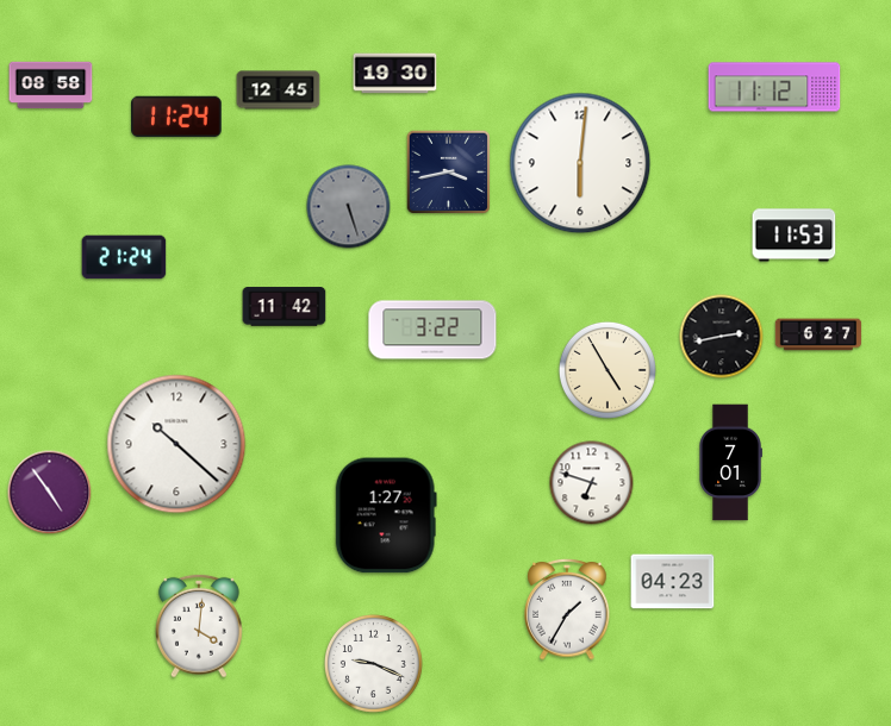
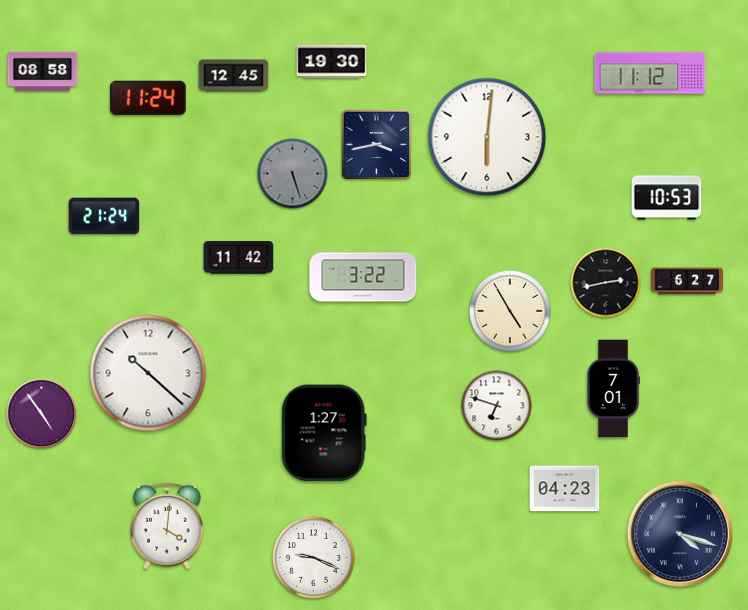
clock at (795, 236): 11:53 -> 10:53
clock at (567, 611): 1:35 -> none
clock at (679, 533): none -> 4:18
